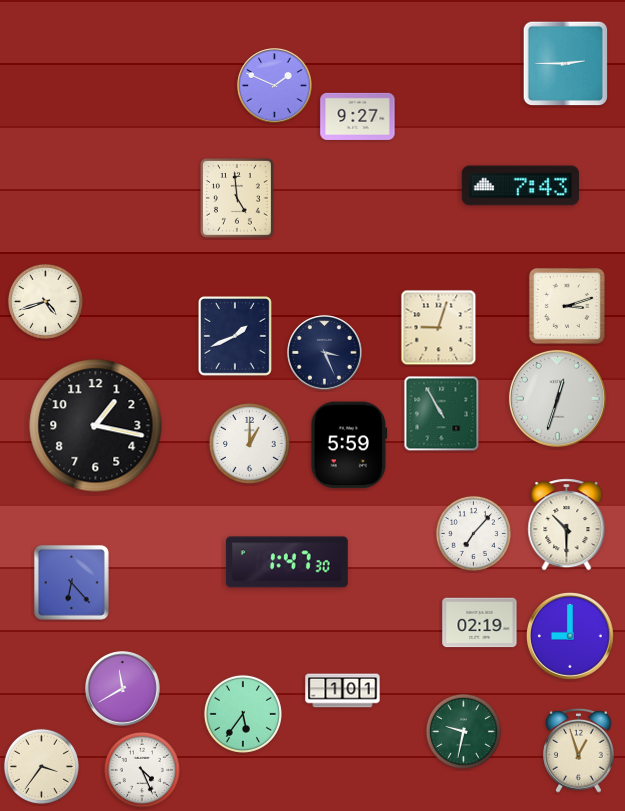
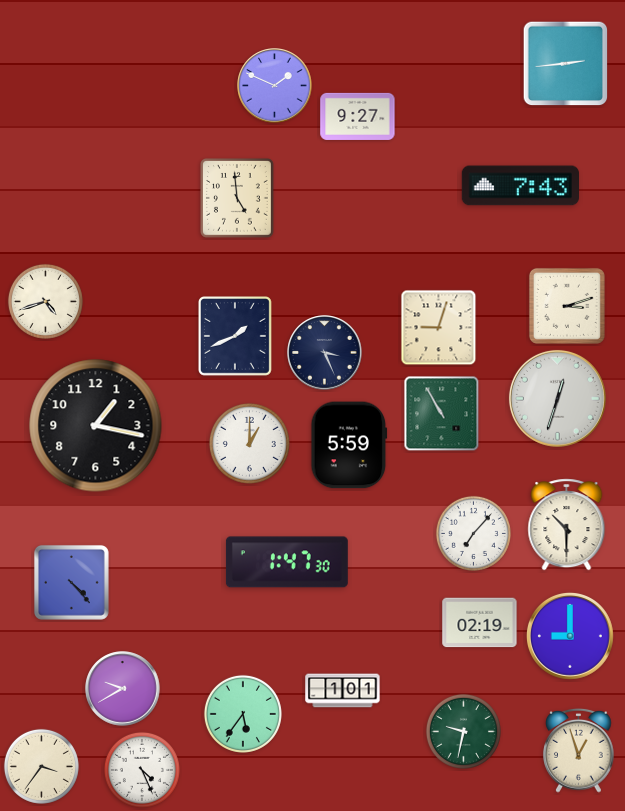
clock at (566, 64): 2:45 -> 2:44
clock at (71, 582): 6:23 -> 4:23
clock at (123, 689): 11:40 -> 9:40
